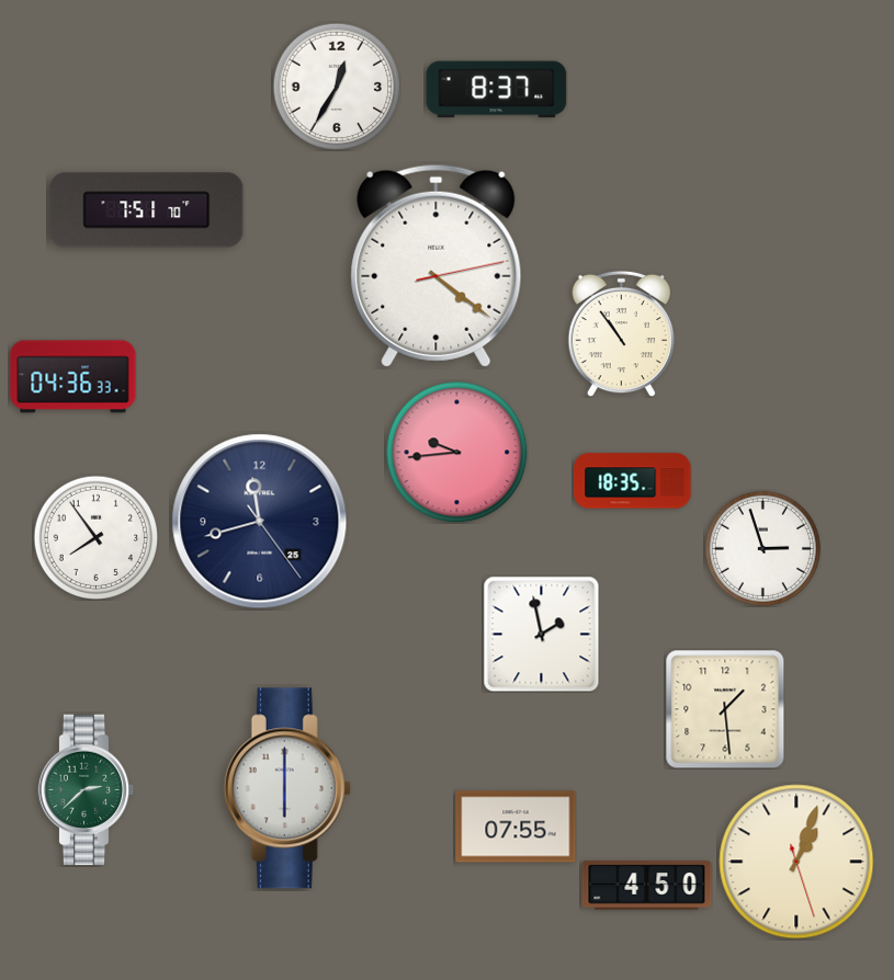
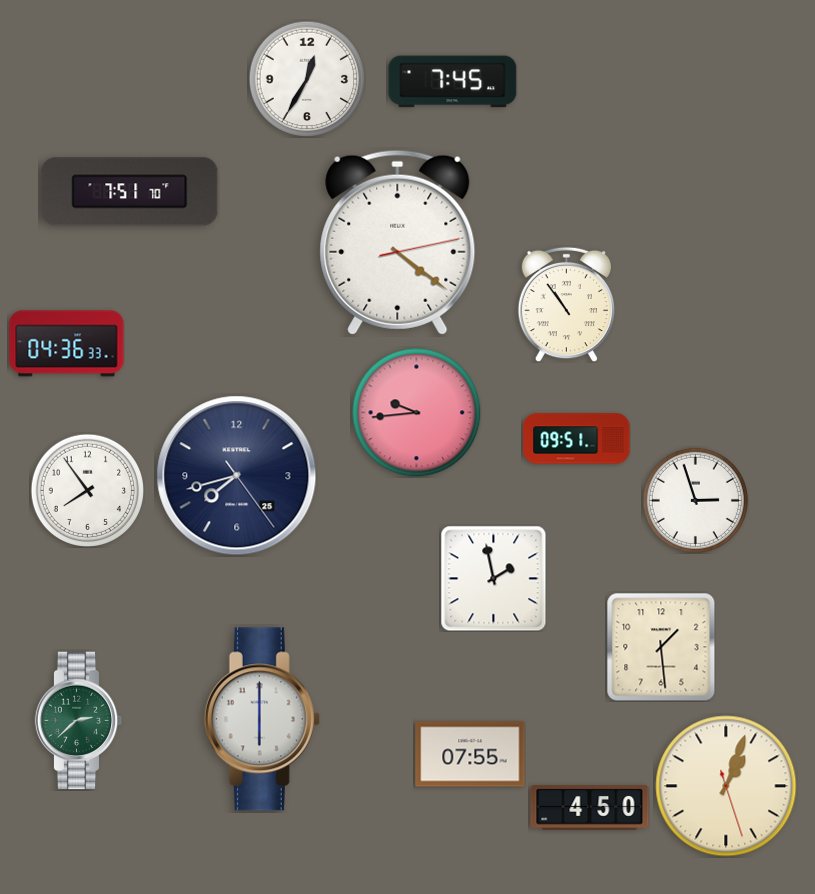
clock at (497, 90): 8:37 -> 7:45
clock at (147, 210) position: (147, 210) -> (130, 192)
clock at (633, 481): 18:35 -> 09:51
clock at (260, 522): 11:42 -> 7:42
